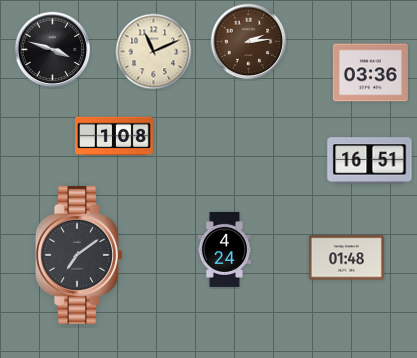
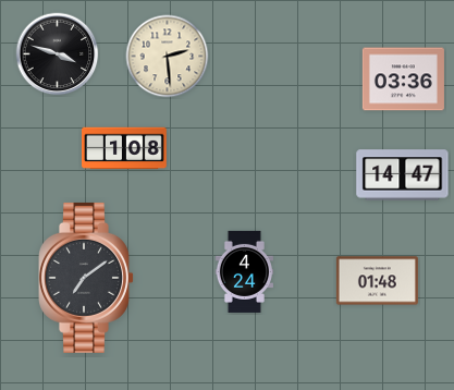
clock at (249, 42): 2:14 -> none
clock at (154, 52): 11:11 -> 2:29
clock at (370, 161): 16:51 -> 14:47
